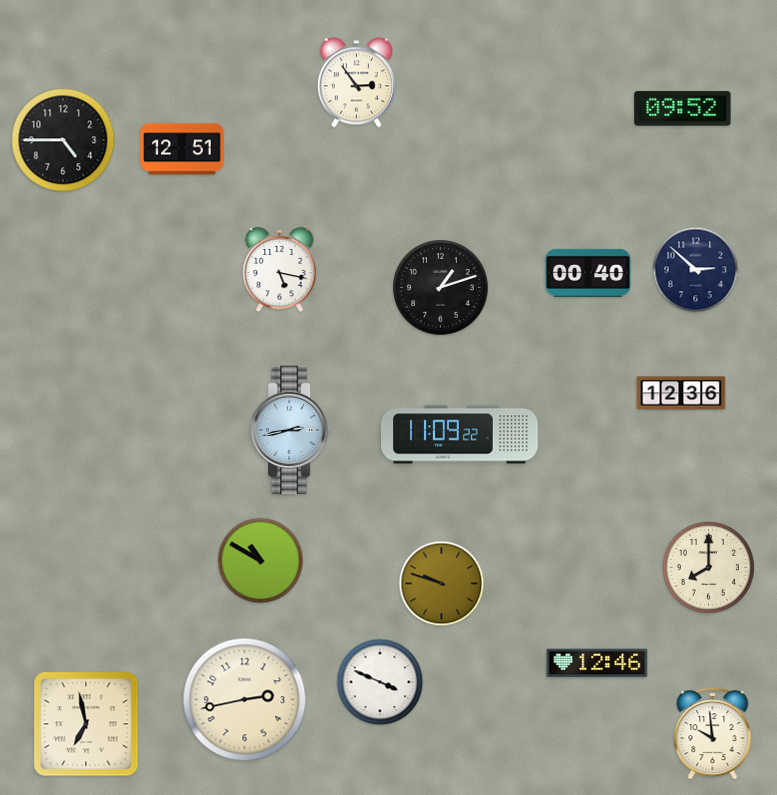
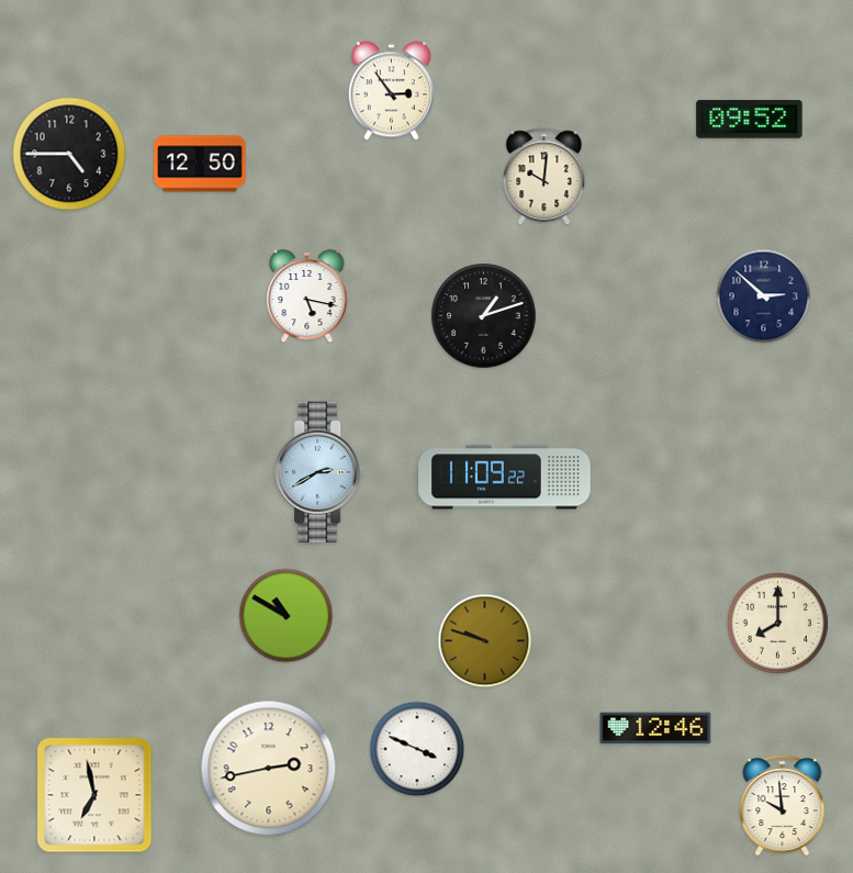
clock at (182, 149): 12:51 -> 12:50
clock at (545, 177): none -> 10:01
clock at (588, 273): 00:40 -> none
clock at (681, 393): 12:36 -> none
clock at (291, 430): 2:43 -> 2:40
